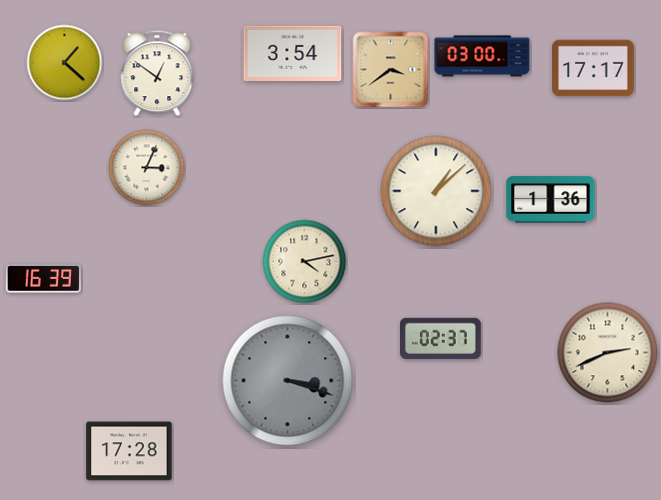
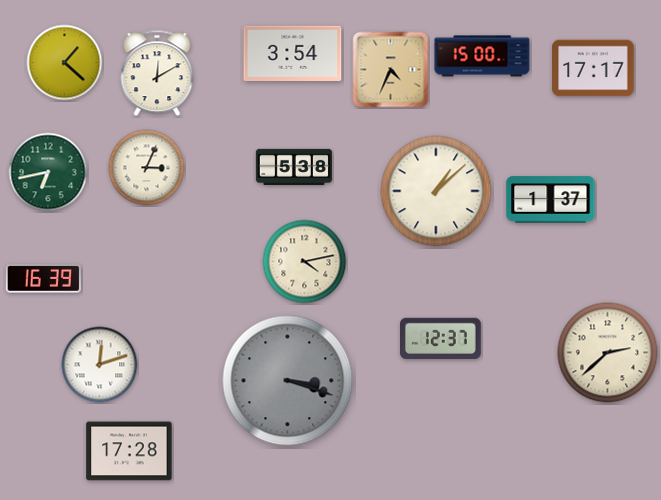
clock at (482, 56): 03:00 -> 15:00
clock at (391, 70): 3:39 -> 4:34
clock at (157, 73): 12:51 -> 12:10
clock at (294, 167): none -> 5:38
clock at (48, 172): none -> 6:43
clock at (551, 200): 1:36 -> 1:37
clock at (441, 338): 02:37 -> 12:37
clock at (608, 353): 2:41 -> 2:38
clock at (100, 365): none -> 12:12
